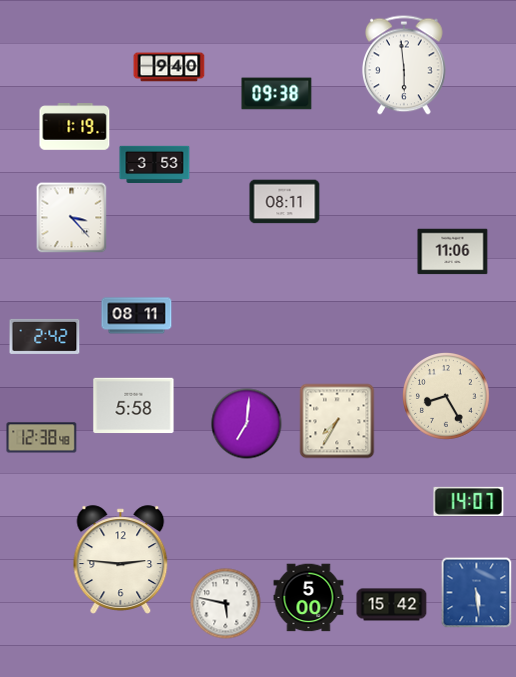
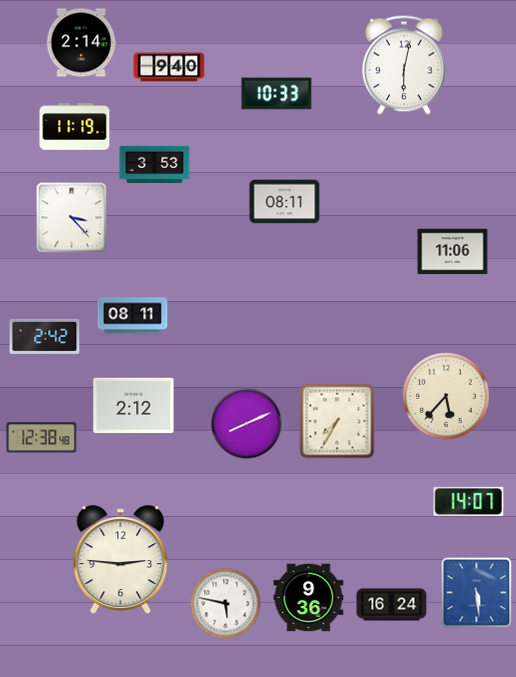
clock at (81, 43): none -> 2:14
clock at (405, 65): 5:59 -> 6:02
clock at (277, 94): 09:38 -> 10:33
clock at (75, 127): 1:19 -> 11:19
clock at (137, 316) position: (137, 316) -> (133, 316)
clock at (447, 397): 8:25 -> 5:37
clock at (134, 406): 5:58 -> 2:12
clock at (247, 424): 7:01 -> 8:11
clock at (309, 598): 5:00 -> 9:36
clock at (392, 605): 15:42 -> 16:24
